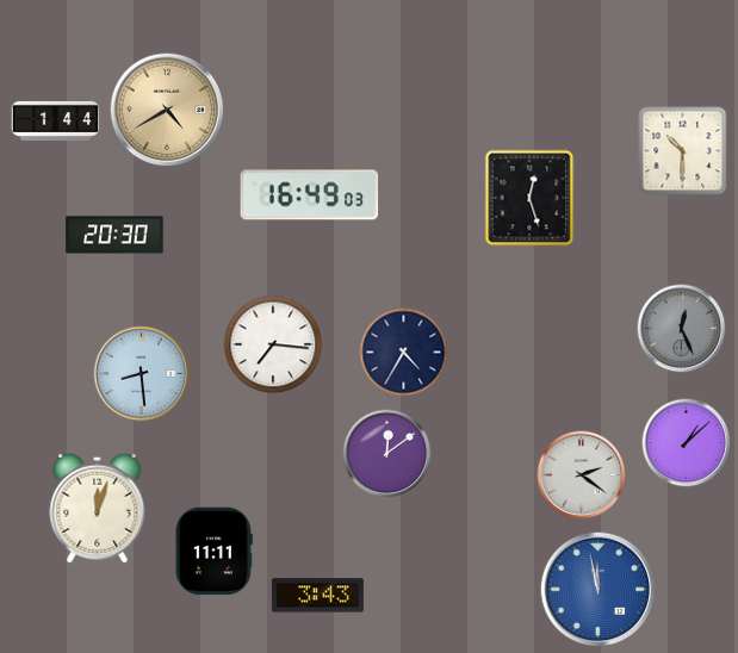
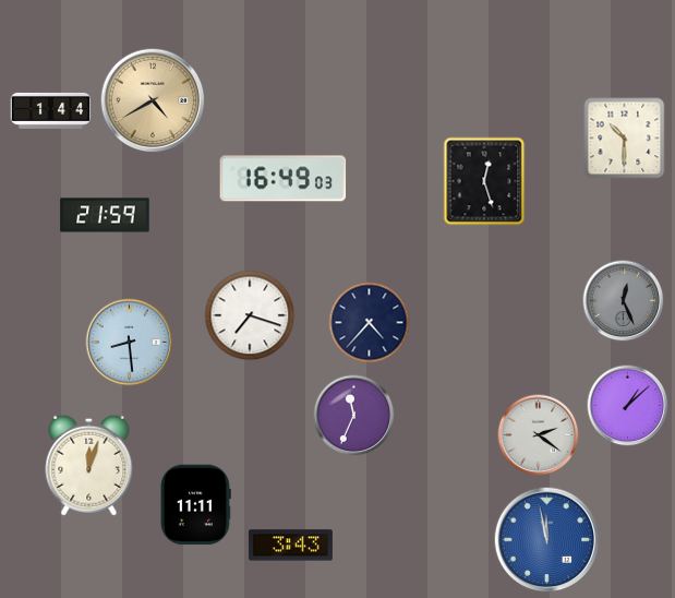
clock at (114, 235): 20:30 -> 21:59
clock at (273, 344): 7:16 -> 7:18
clock at (404, 353): 4:35 -> 4:37
clock at (387, 454): 12:09 -> 11:34
clock at (582, 475) position: (582, 475) -> (539, 435)
